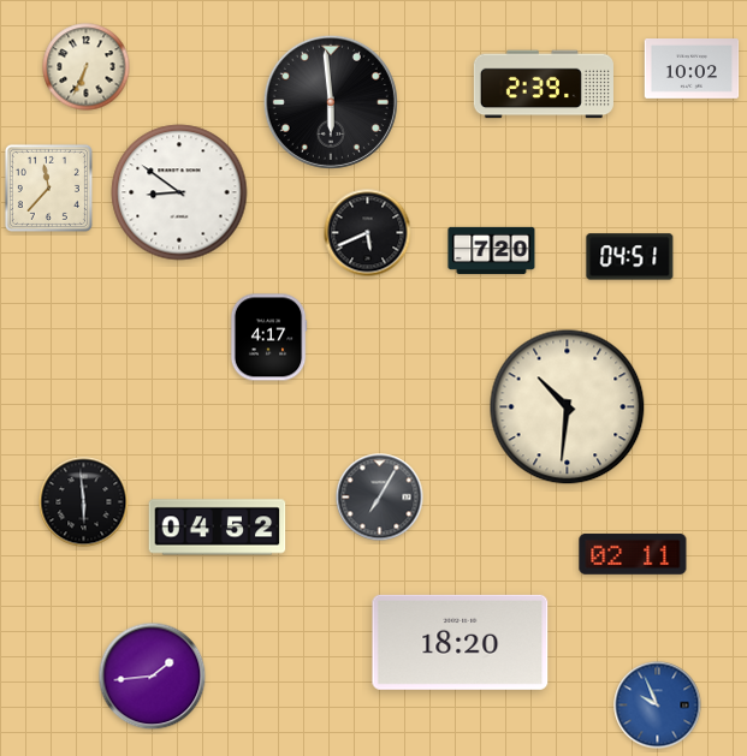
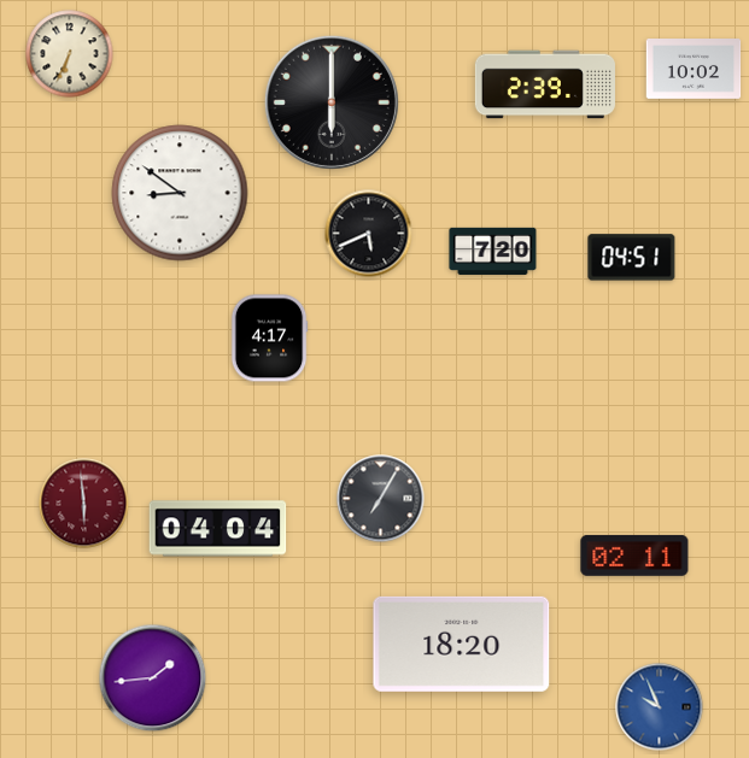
clock at (87, 67) position: (87, 67) -> (70, 54)
clock at (331, 102): 5:59 -> 6:00
clock at (48, 187): 11:37 -> none
clock at (568, 407): 10:31 -> none
clock at (84, 502) dial: black -> burgundy
clock at (218, 528): 04:52 -> 04:04
